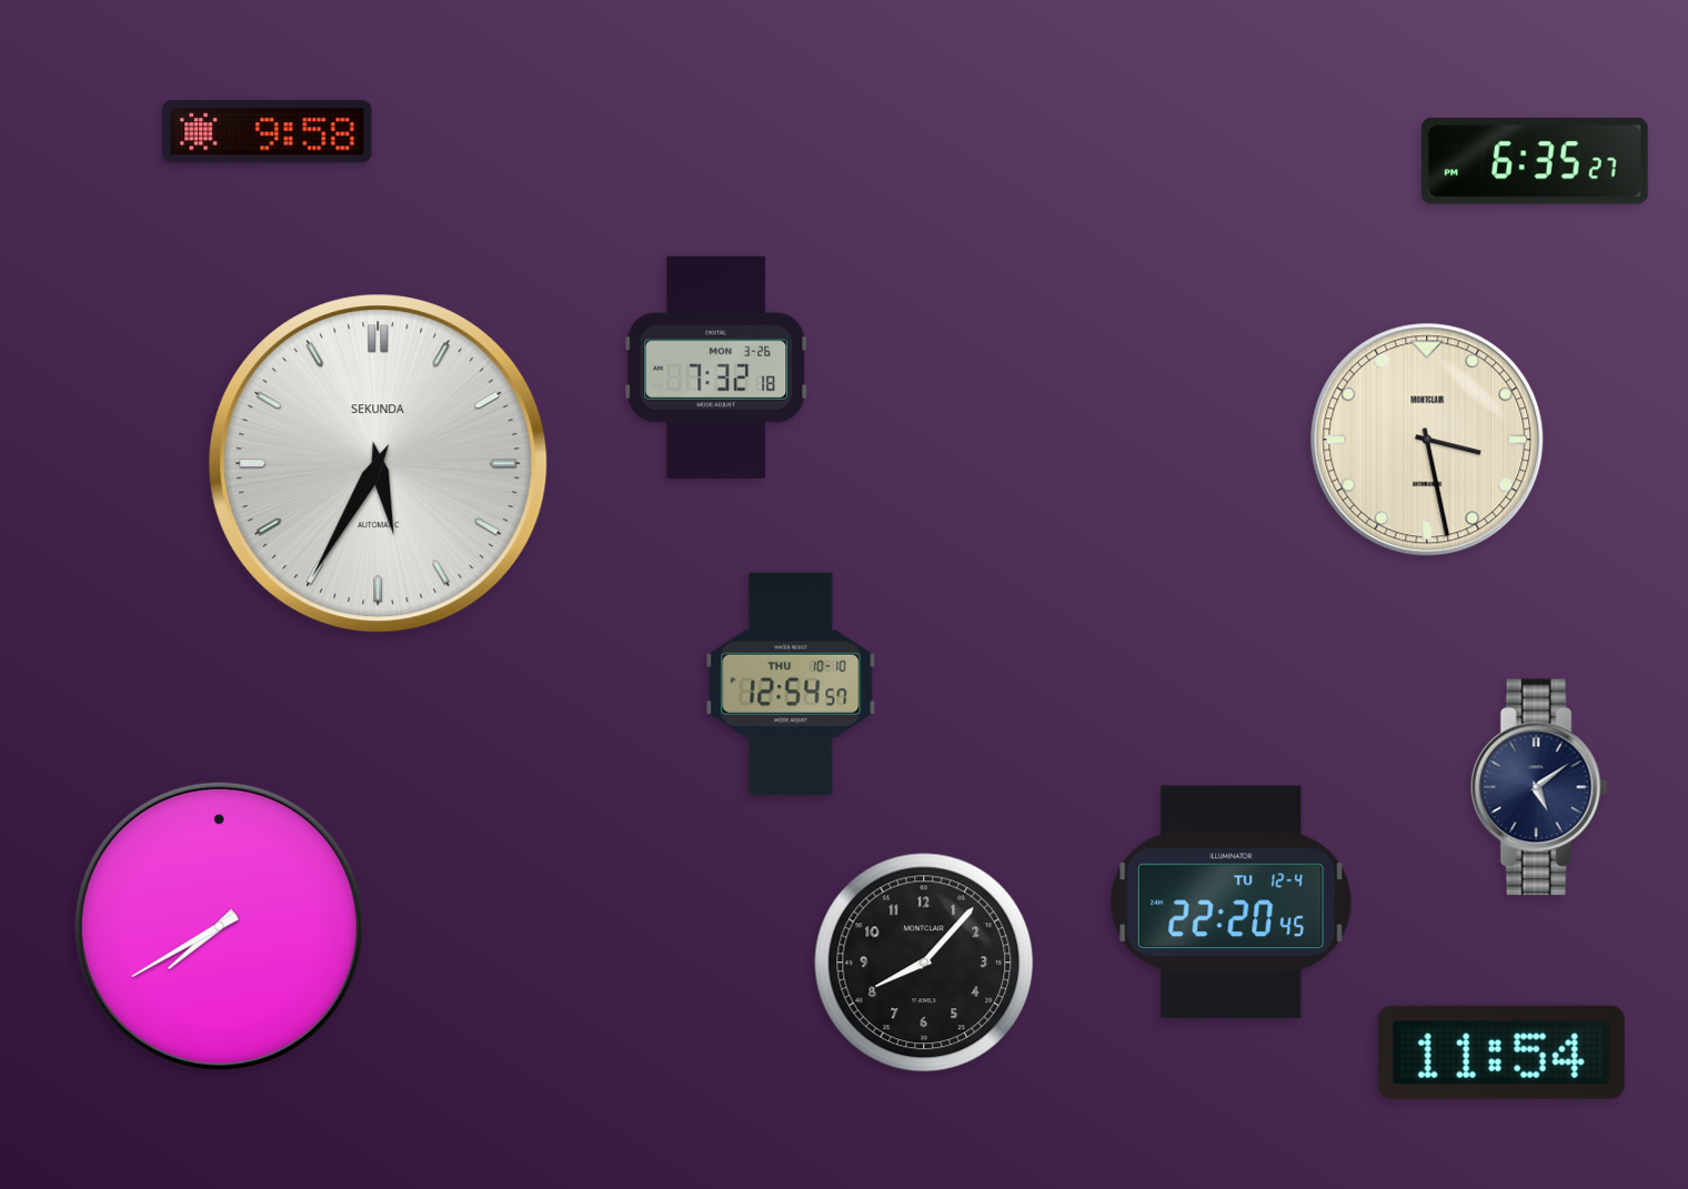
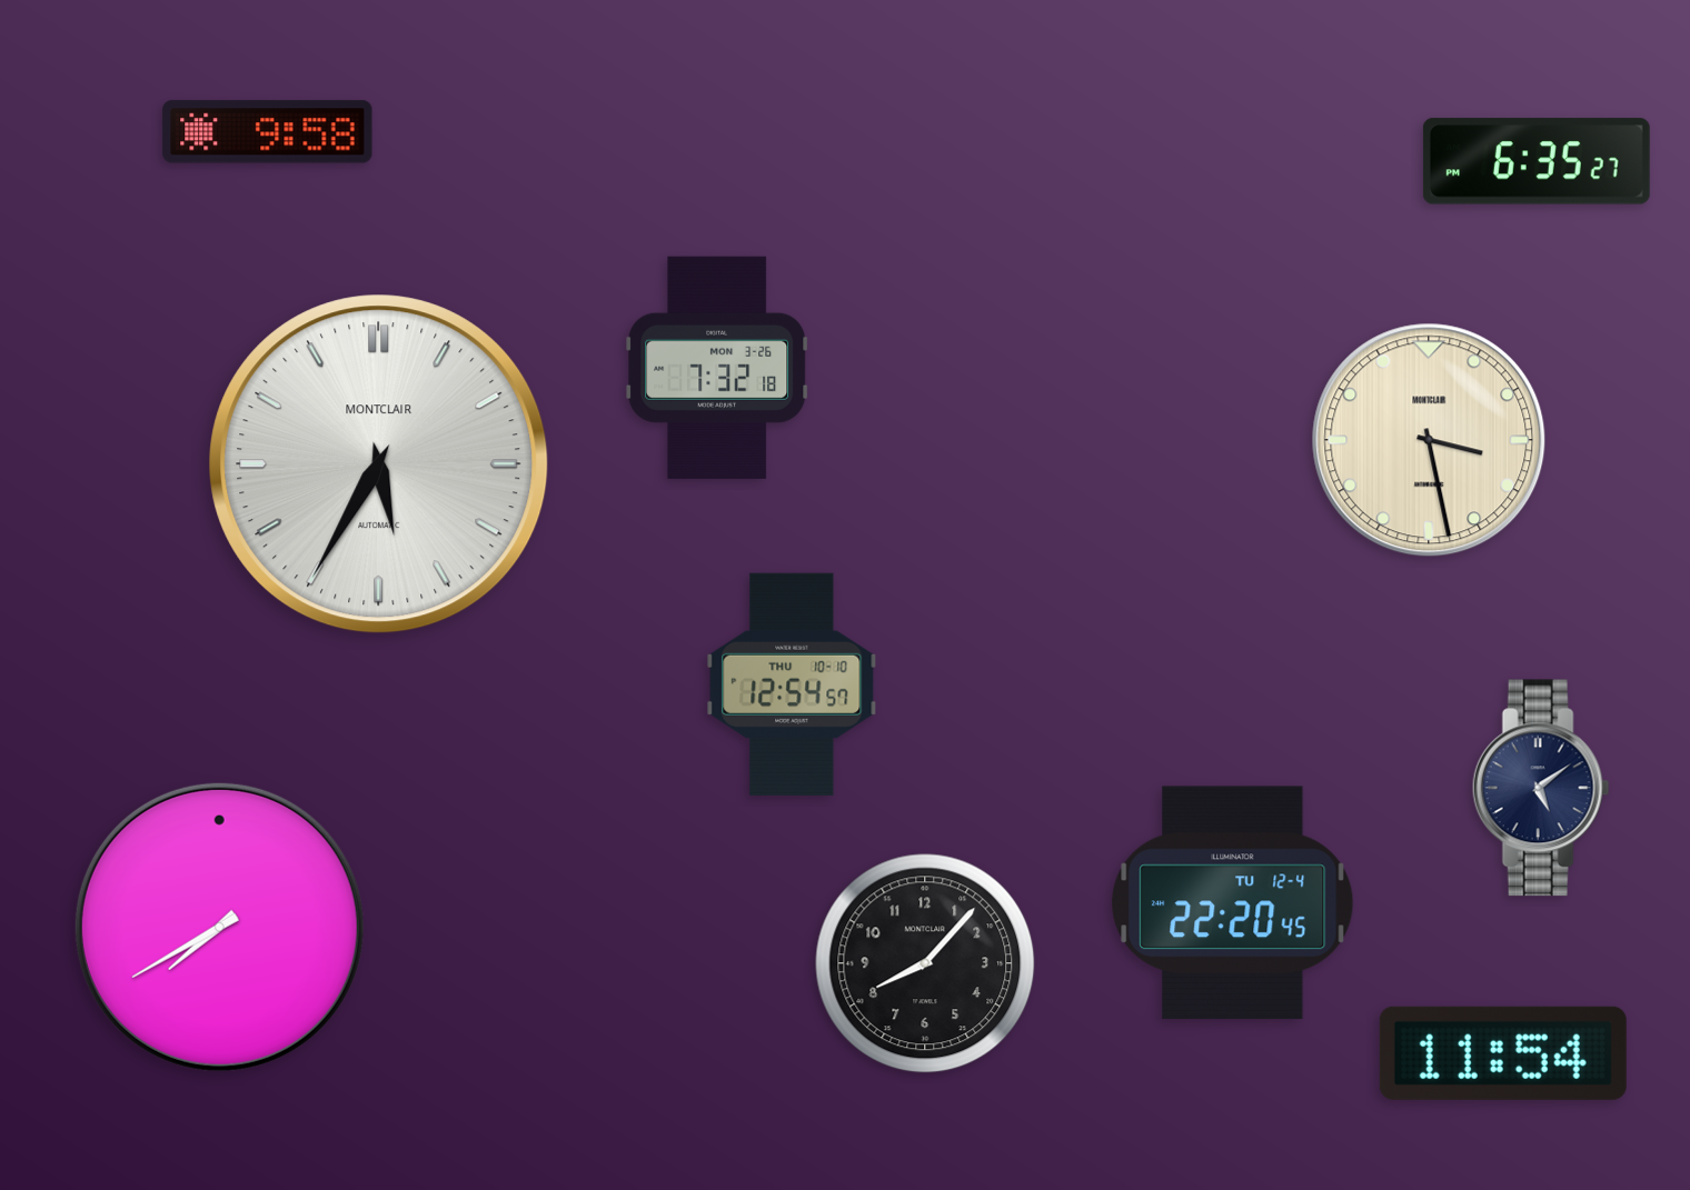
clock at (379, 464) brand: SEKUNDA -> MONTCLAIR
